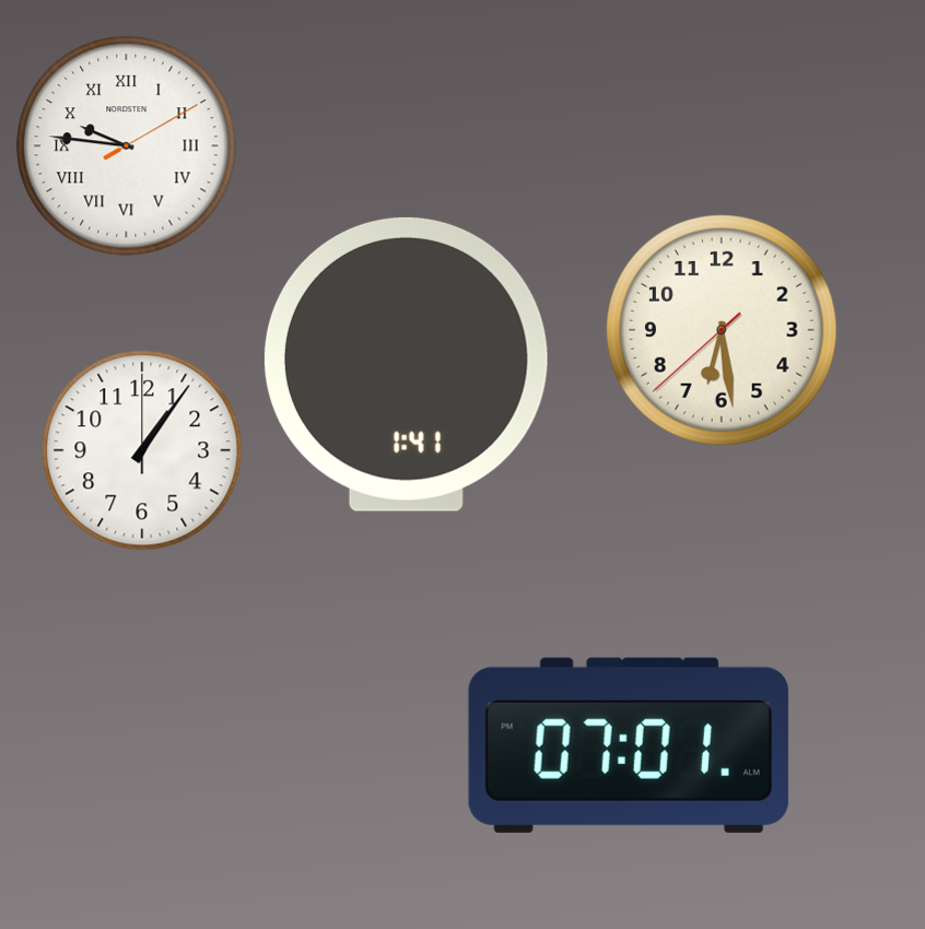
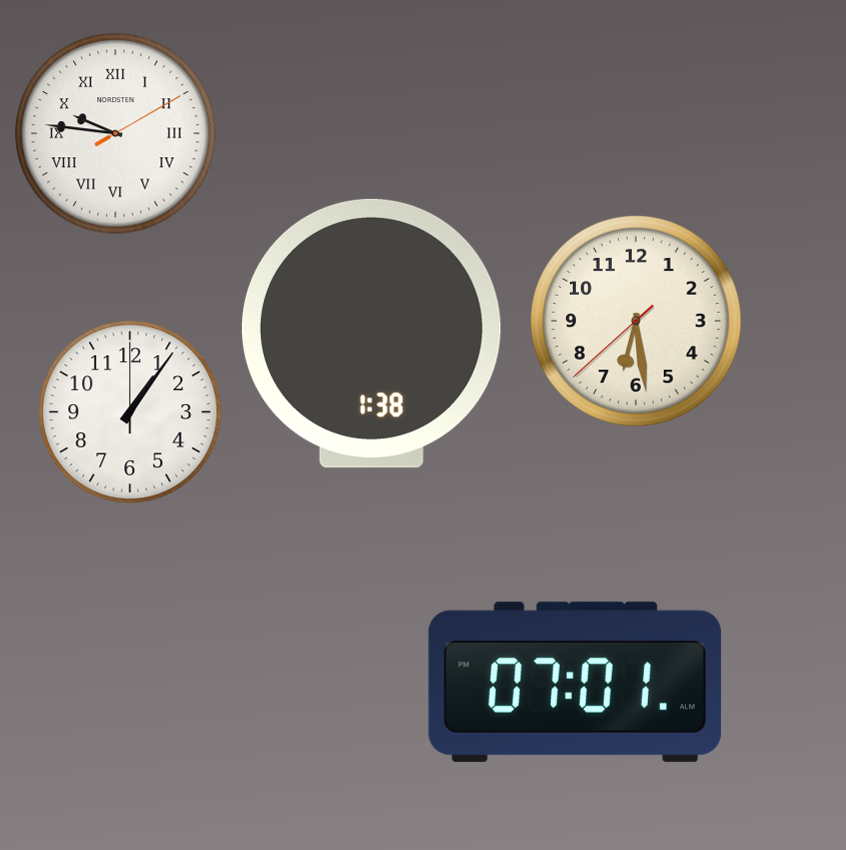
clock at (722, 330) position: (722, 330) -> (636, 321)
clock at (406, 364): 1:41 -> 1:38
